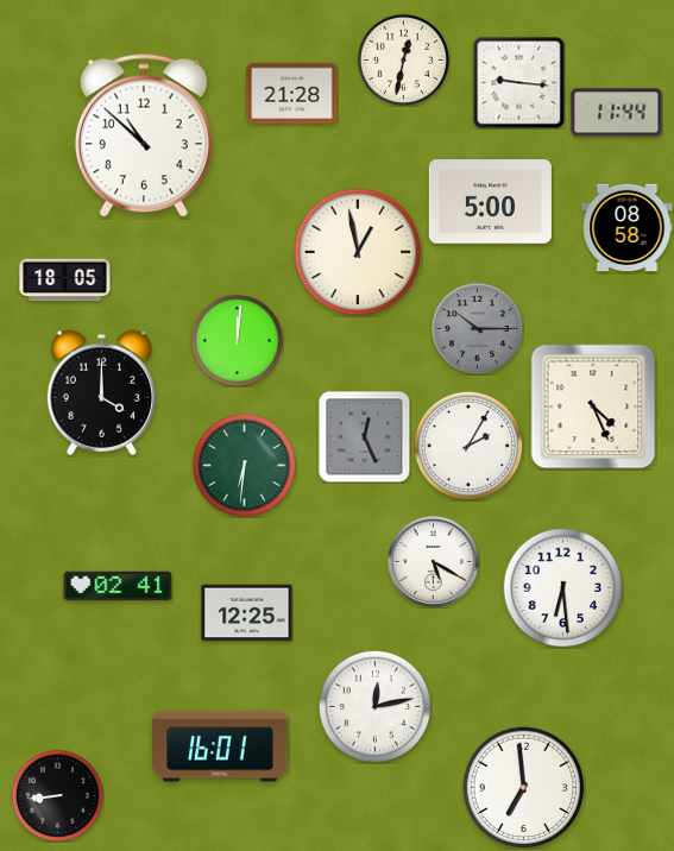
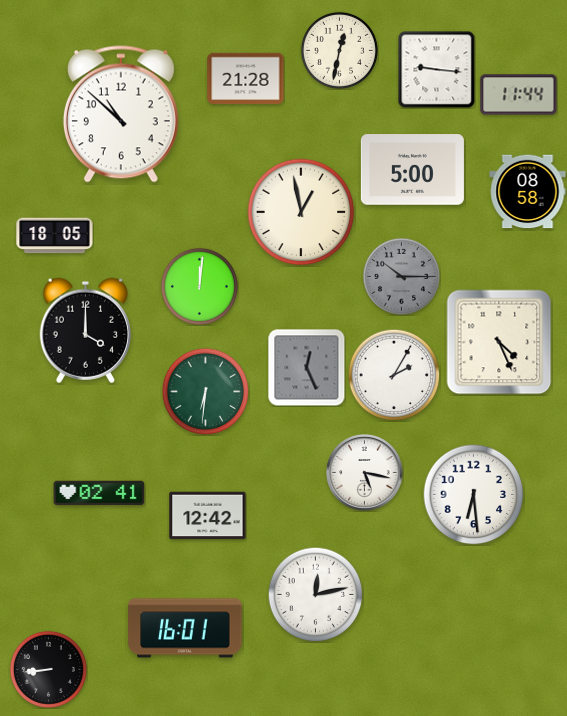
clock at (434, 562): 5:20 -> 5:17
clock at (247, 613): 12:25 -> 12:42
clock at (524, 788): 6:59 -> none
